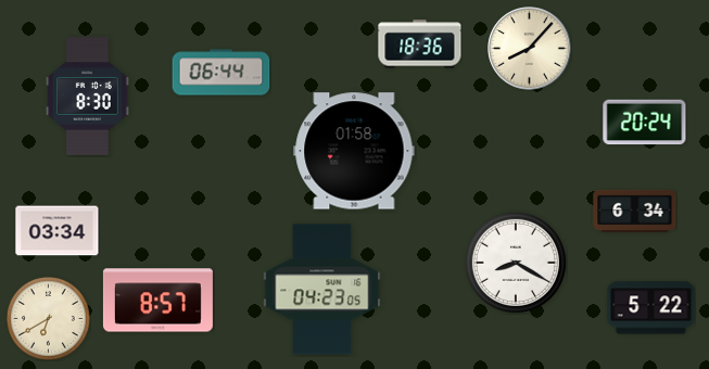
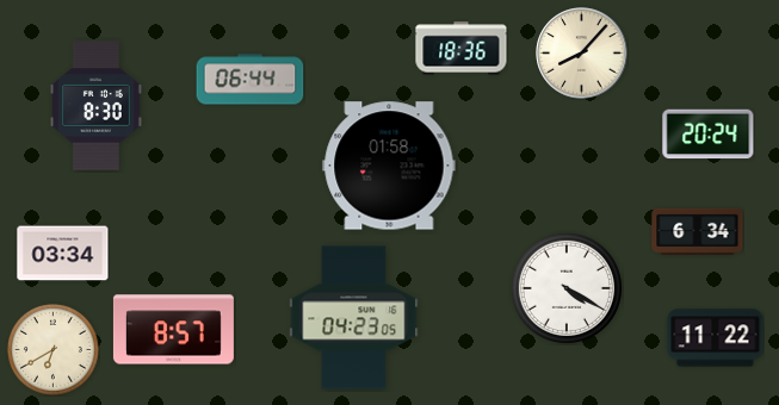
clock at (221, 73) position: (221, 73) -> (251, 80)
clock at (516, 263): 8:20 -> 4:20
clock at (651, 308): 5:22 -> 11:22
